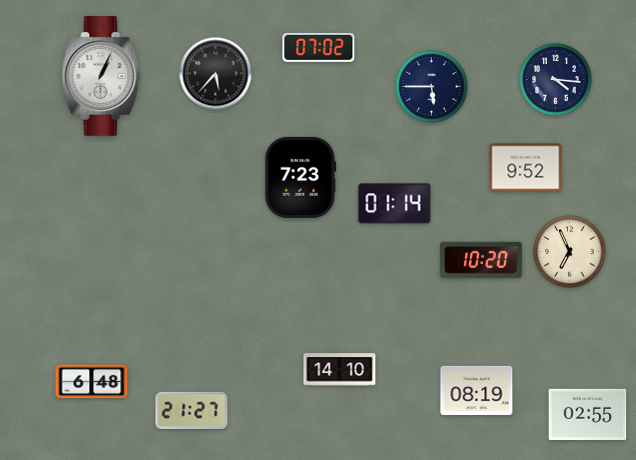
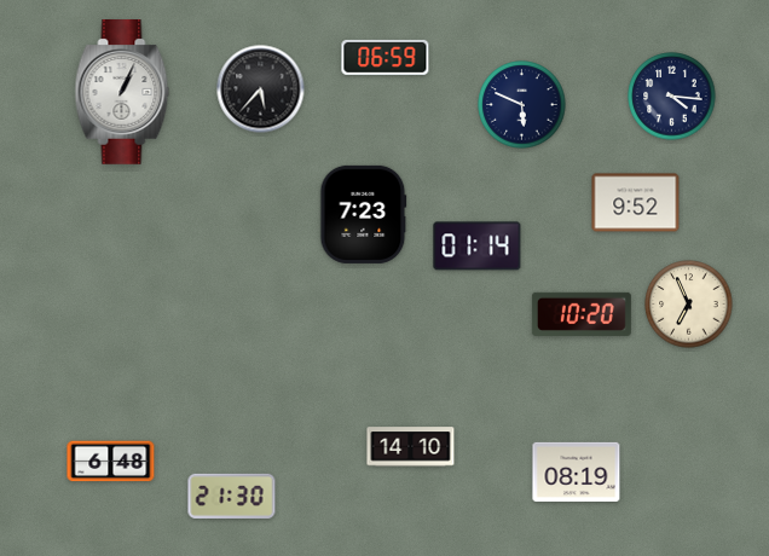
clock at (319, 47): 07:02 -> 06:59
clock at (432, 87): 5:45 -> 5:49
clock at (192, 410): 21:27 -> 21:30
clock at (588, 414): 02:55 -> none
